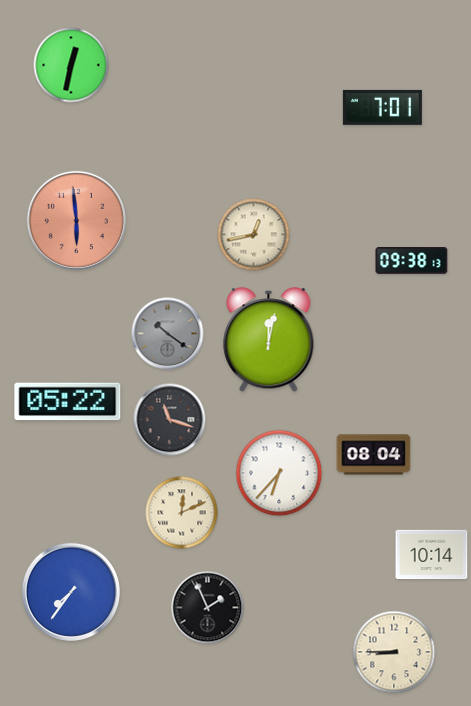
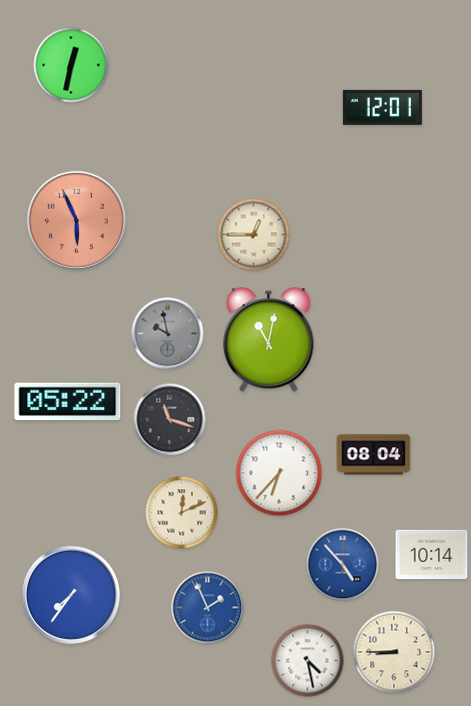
clock at (382, 107): 7:01 -> 12:01
clock at (76, 220): 5:59 -> 5:56
clock at (254, 235): 12:43 -> 12:45
clock at (412, 261): 09:38 -> none
clock at (168, 334): 10:21 -> 9:58
clock at (269, 340): 12:02 -> 11:02
clock at (343, 565): none -> 4:53
clock at (71, 592) position: (71, 592) -> (71, 595)
clock at (208, 608) dial: black -> blue
clock at (308, 661): none -> 4:28
